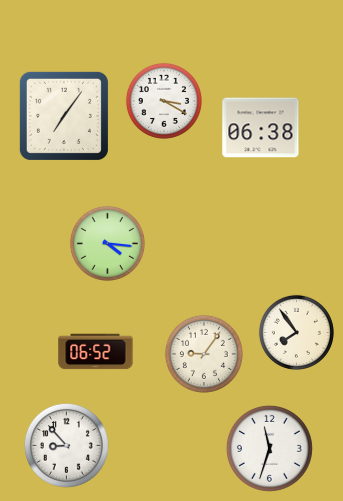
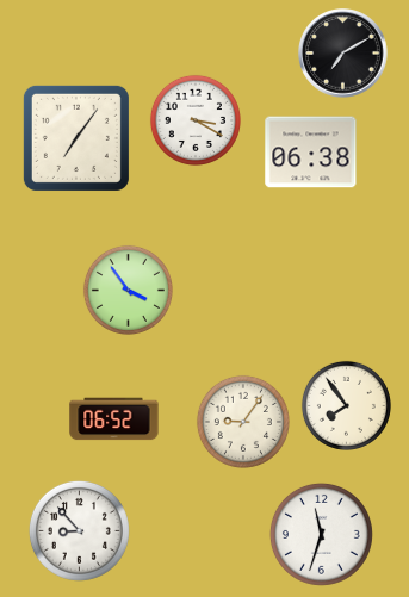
clock at (343, 54): none -> 7:10
clock at (107, 243): 4:16 -> 3:54
clock at (296, 332) position: (296, 332) -> (346, 405)
